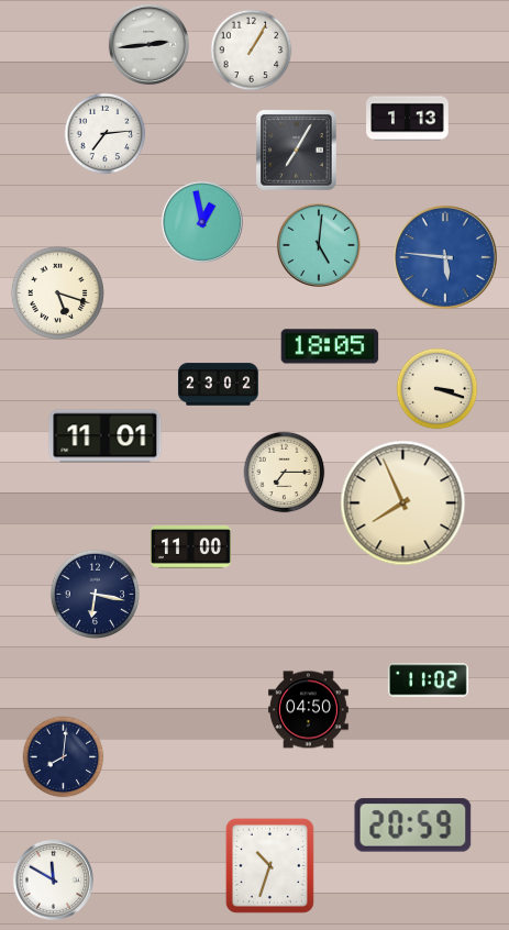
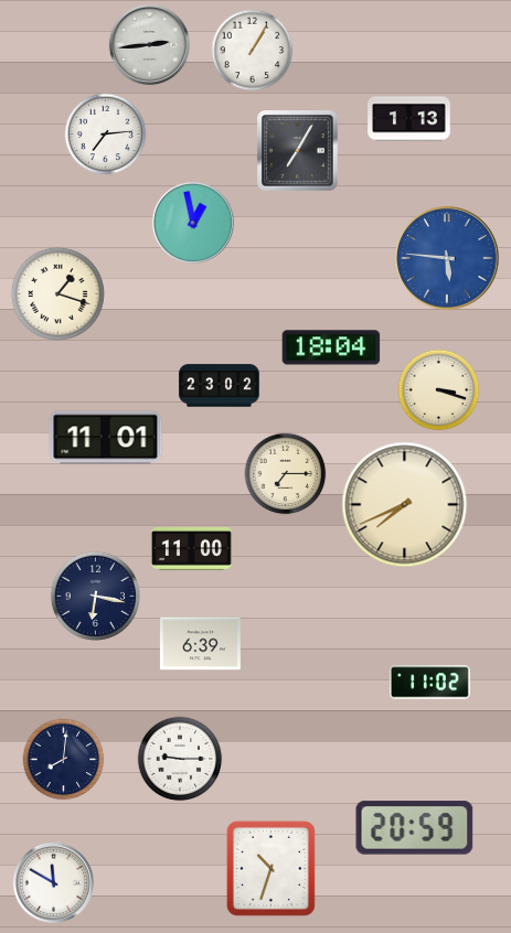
clock at (202, 222) position: (202, 222) -> (193, 223)
clock at (319, 245): 5:01 -> none
clock at (57, 292): 5:18 -> 1:18
clock at (330, 346): 18:05 -> 18:04
clock at (403, 503): 7:56 -> 7:41
clock at (200, 644): none -> 6:39
clock at (308, 710): 04:50 -> none
clock at (180, 759): none -> 9:15
